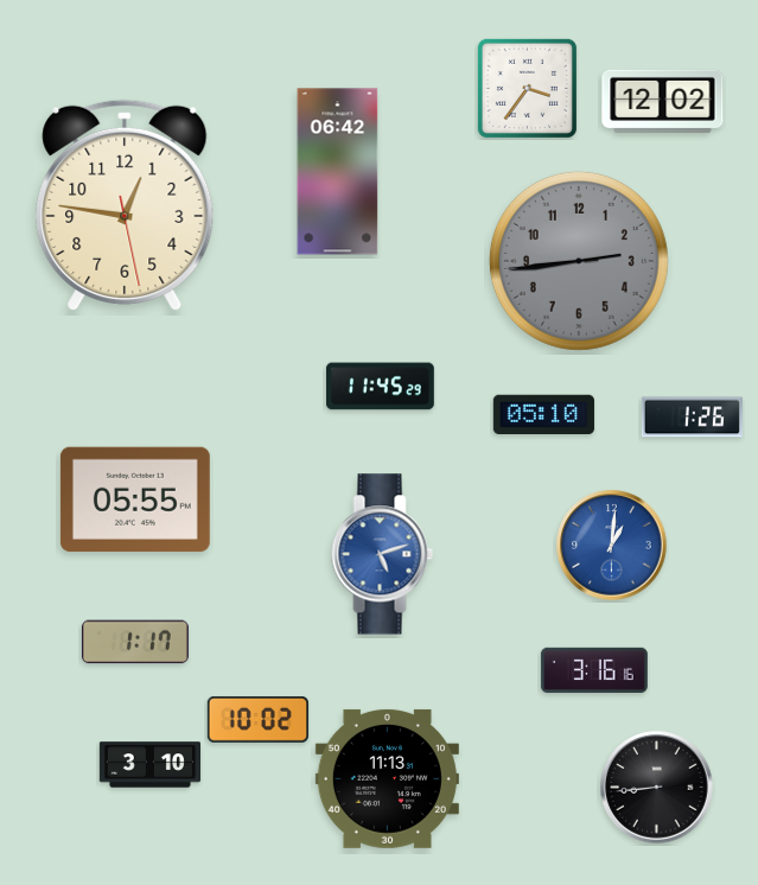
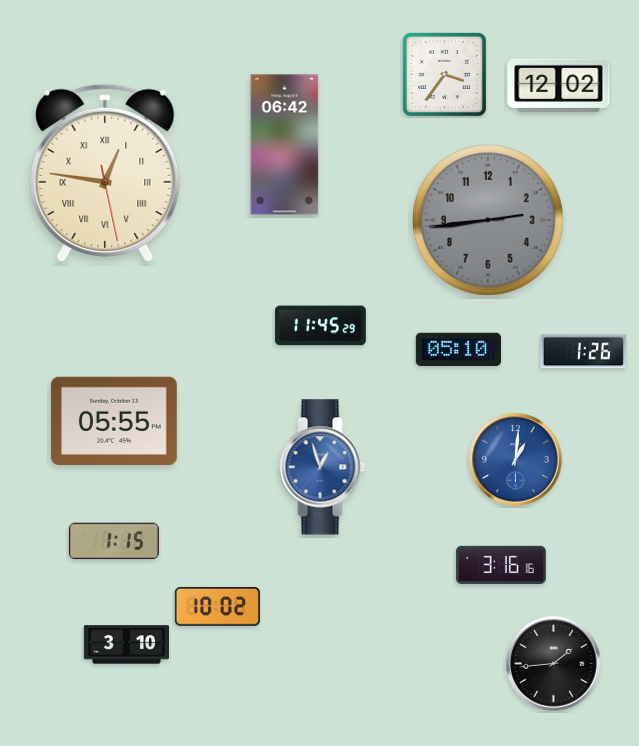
clock at (125, 205) numerals: Arabic -> Roman
clock at (382, 554): 5:12 -> 12:57
clock at (135, 642): 1:17 -> 1:15
clock at (387, 778): 11:13 -> none
clock at (657, 788): 8:44 -> 1:44
